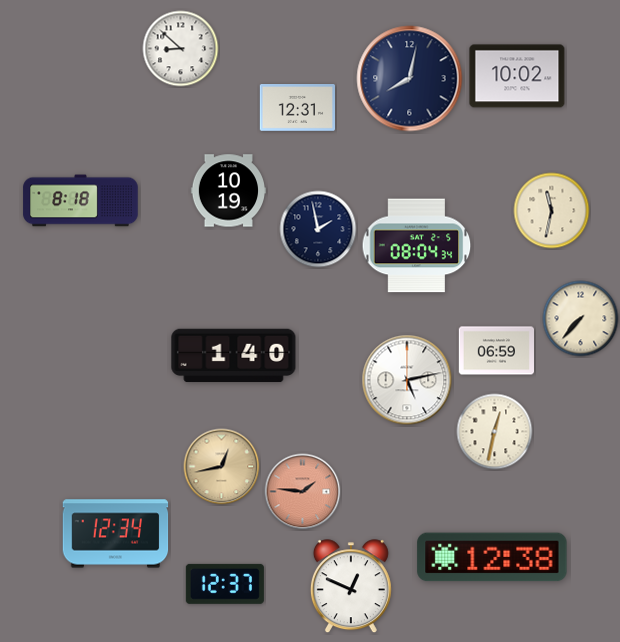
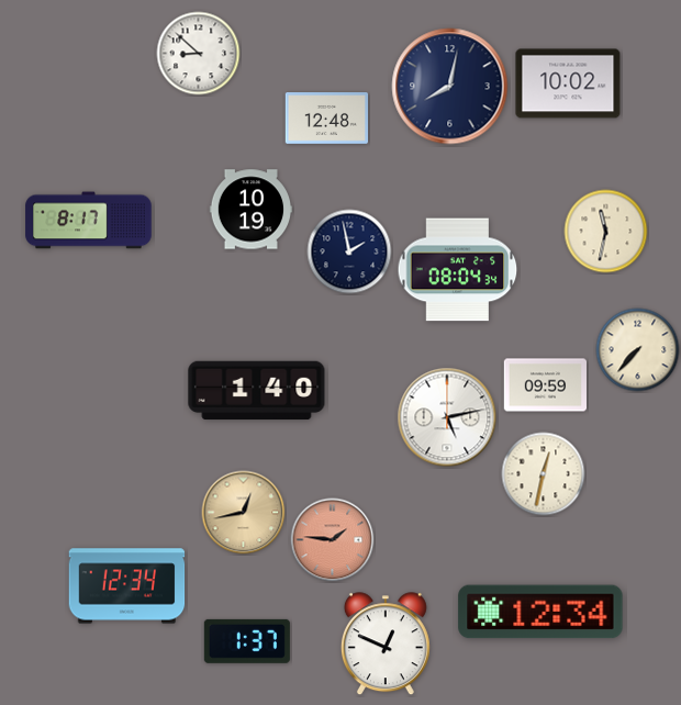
clock at (298, 108): 12:31 -> 12:48
clock at (81, 201): 8:18 -> 8:17
clock at (497, 351): 06:59 -> 09:59
clock at (492, 557): 12:38 -> 12:34
clock at (225, 584): 12:37 -> 1:37
